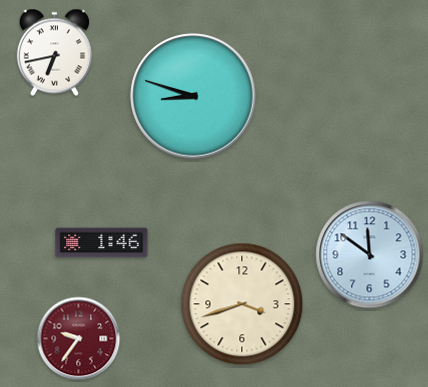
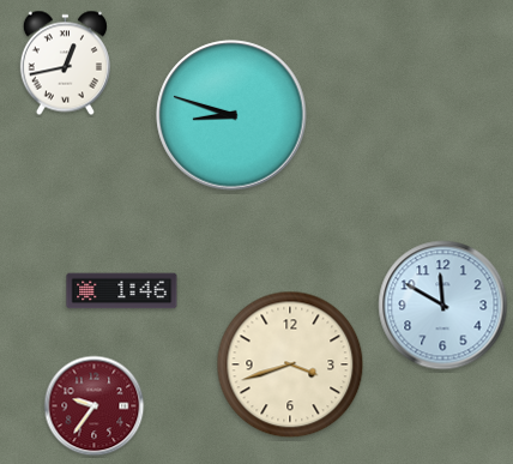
clock at (54, 53): 6:43 -> 12:43
clock at (370, 255): 11:51 -> 11:50
